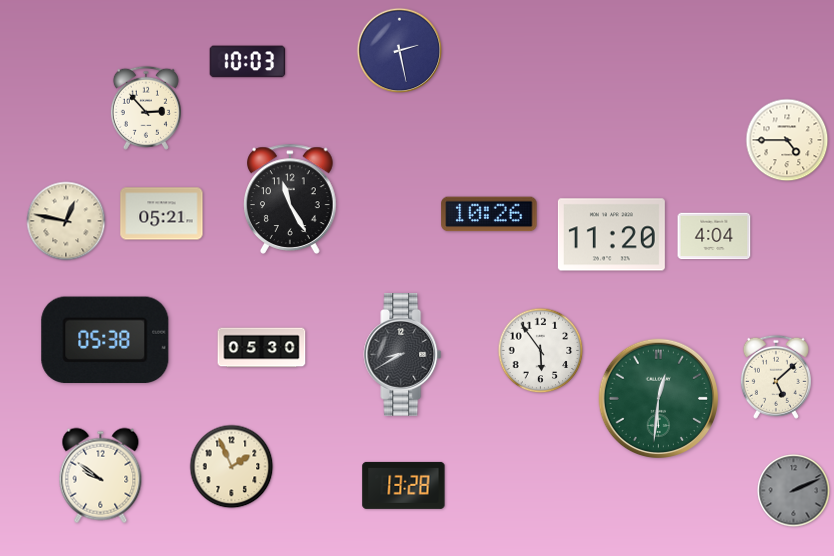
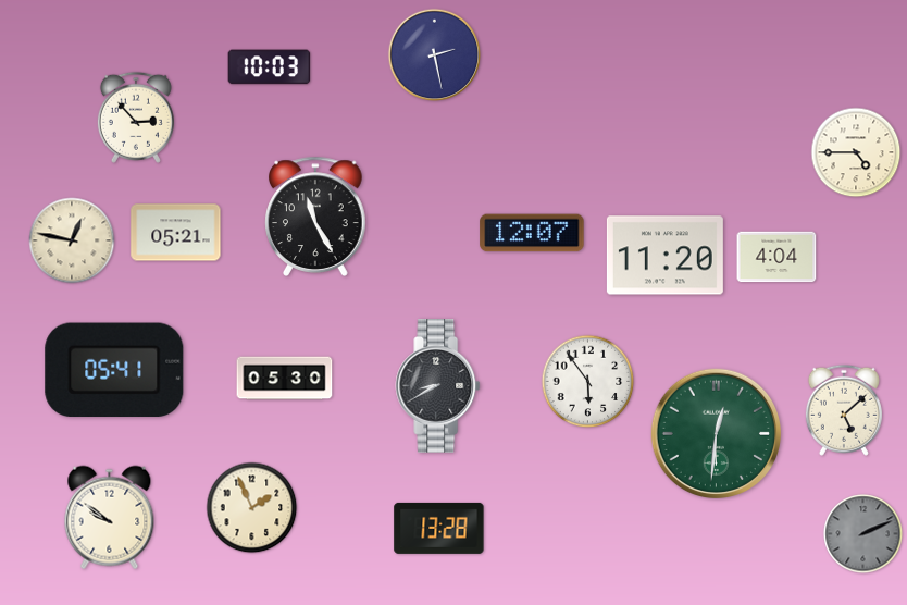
clock at (146, 108) position: (146, 108) -> (136, 118)
clock at (489, 214): 10:26 -> 12:07
clock at (105, 340): 05:38 -> 05:41
